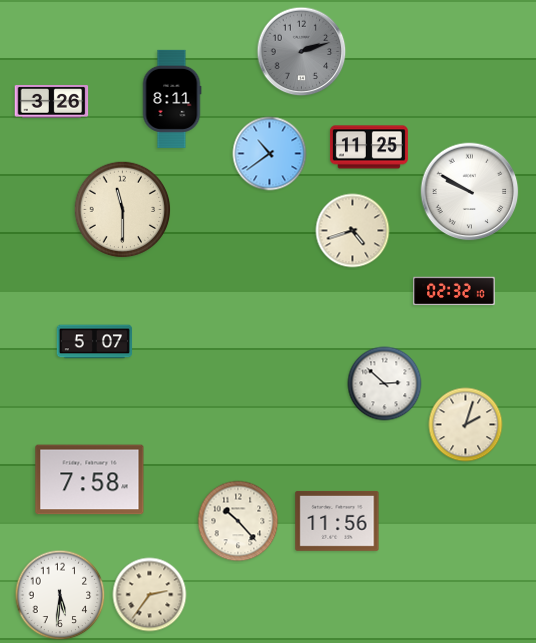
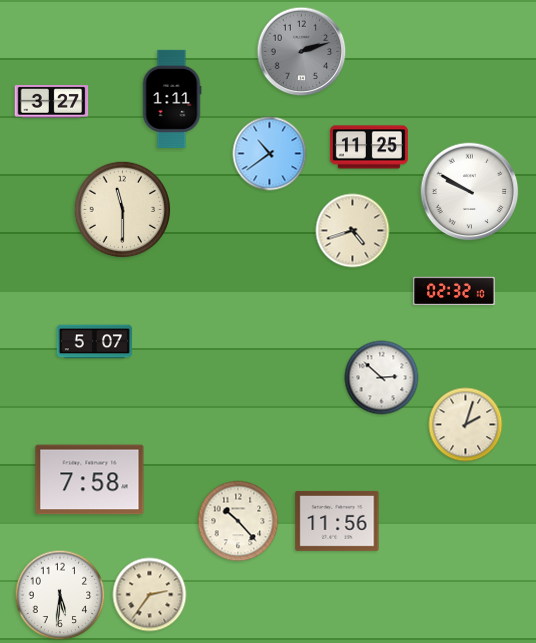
clock at (172, 99): 8:11 -> 1:11
clock at (52, 102): 3:26 -> 3:27
clock at (385, 384) position: (385, 384) -> (382, 378)
